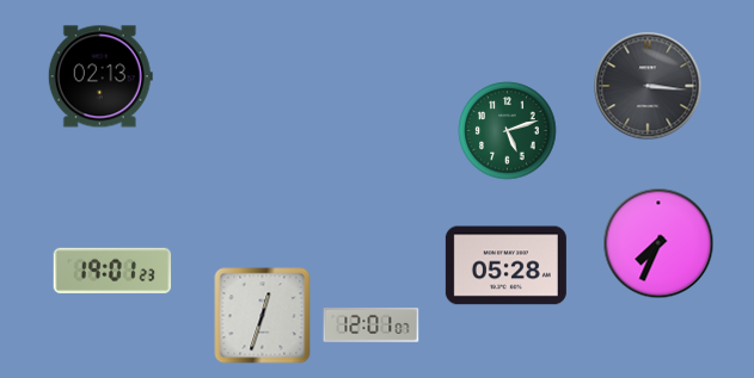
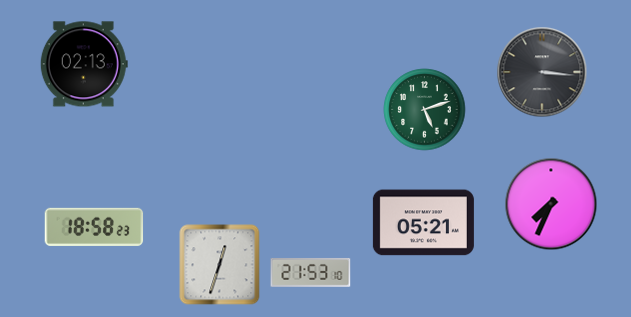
clock at (505, 266): 05:28 -> 05:21
clock at (112, 271): 19:01 -> 18:58
clock at (372, 324): 12:01 -> 21:53
